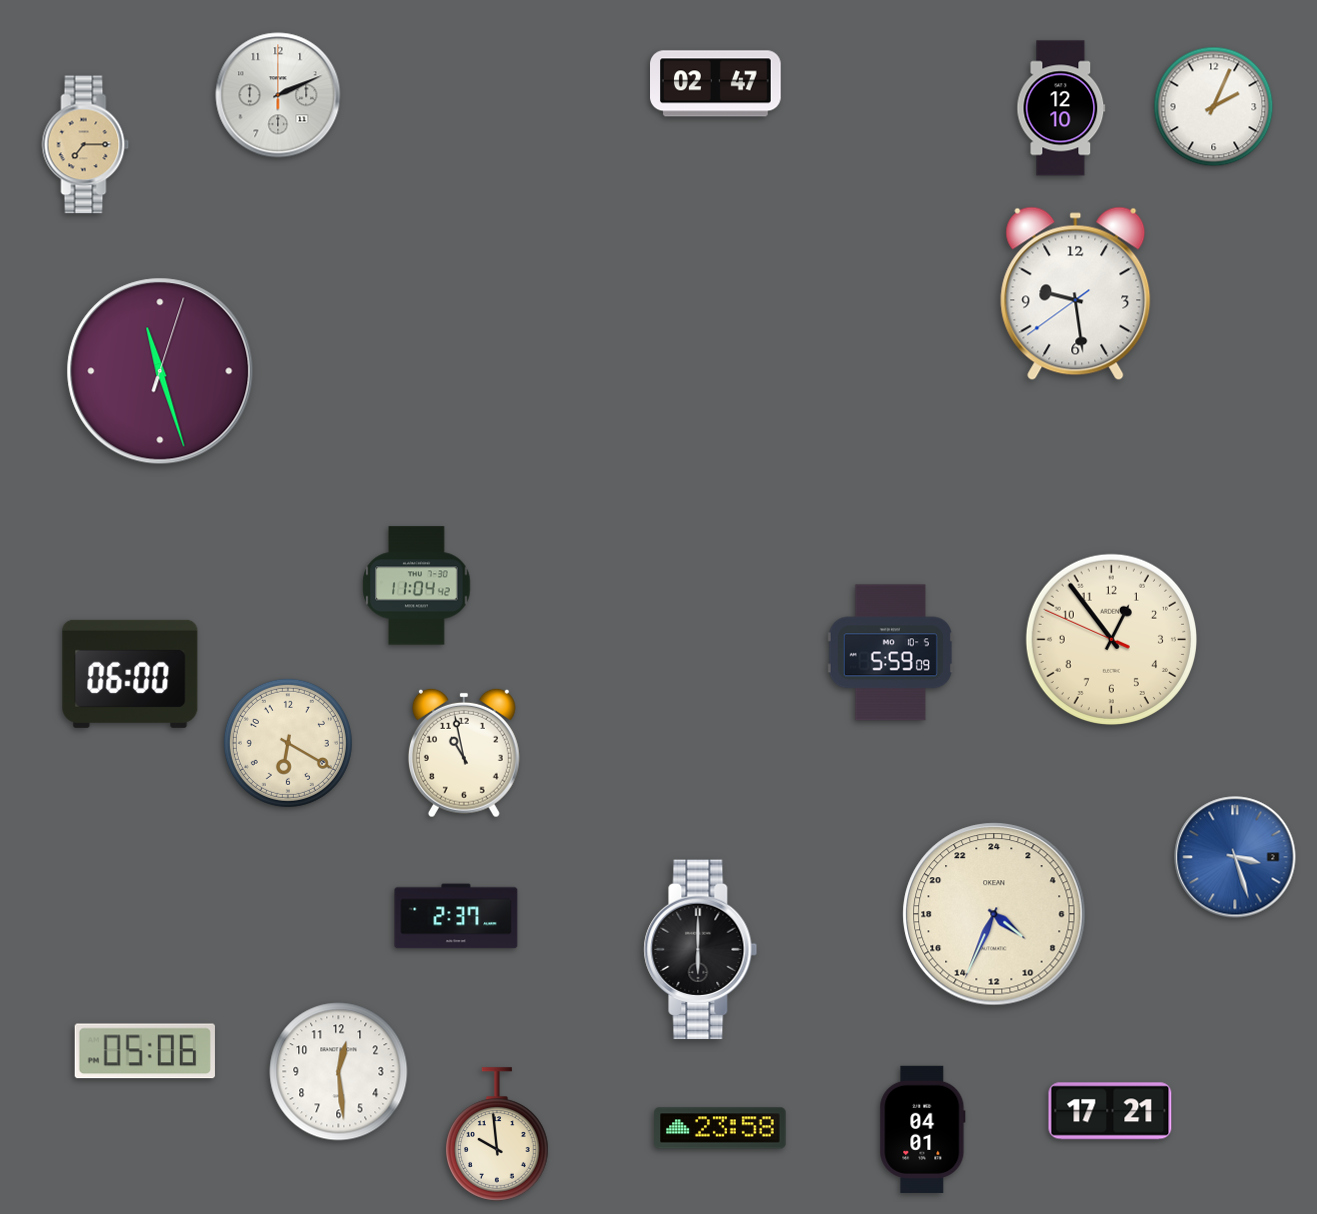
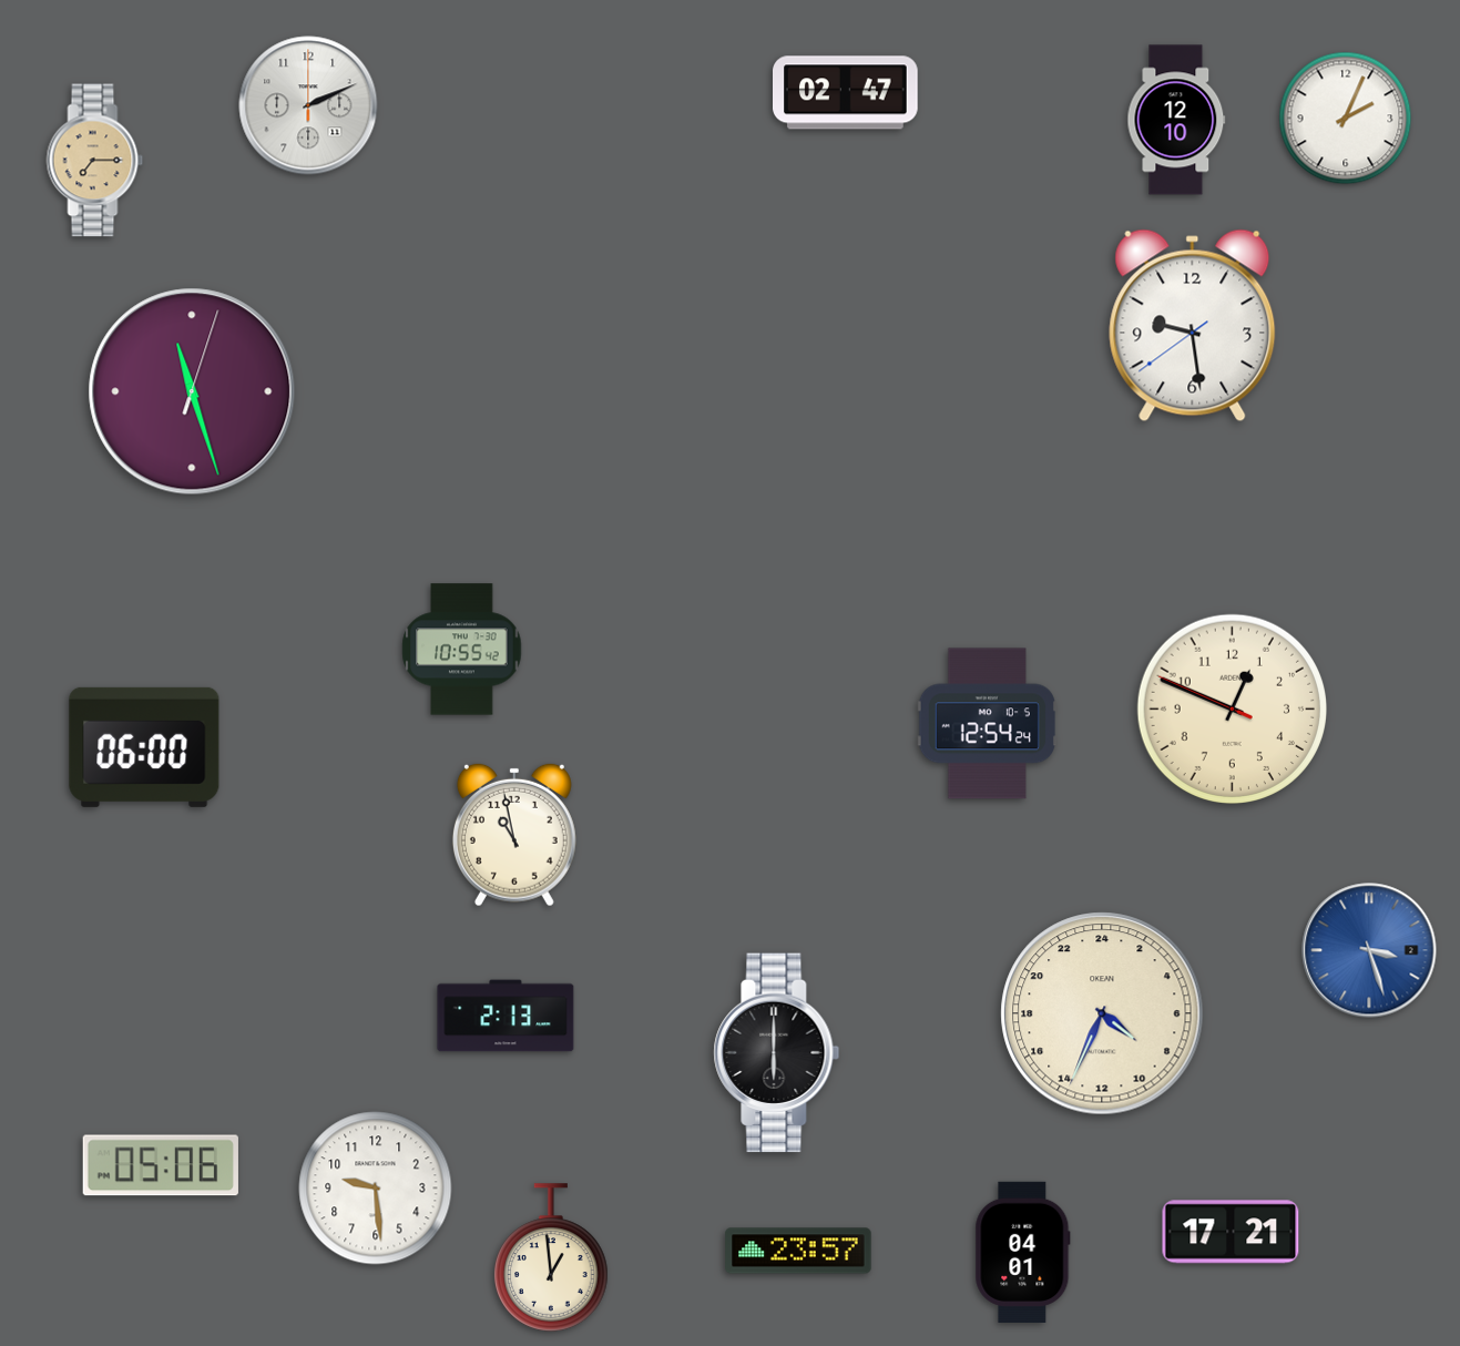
clock at (716, 84) position: (716, 84) -> (846, 93)
clock at (160, 371) position: (160, 371) -> (192, 391)
clock at (417, 586): 11:04 -> 10:55
clock at (1111, 639): 12:53 -> 12:48
clock at (890, 653): 5:59 -> 12:54
clock at (288, 743): 6:20 -> none
clock at (456, 916): 2:37 -> 2:13
clock at (339, 1072): 12:29 -> 9:29
clock at (720, 1128): 23:58 -> 23:57
clock at (497, 1134): 9:59 -> 12:59
